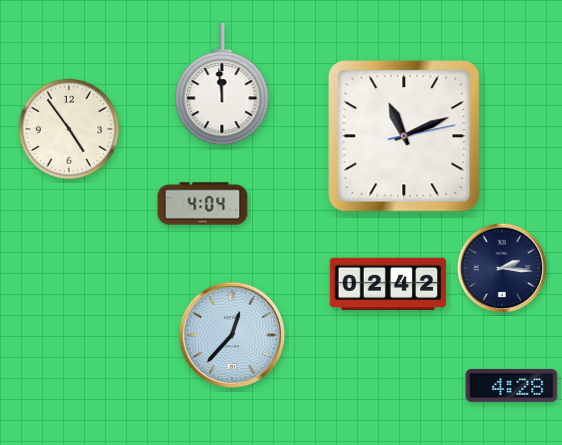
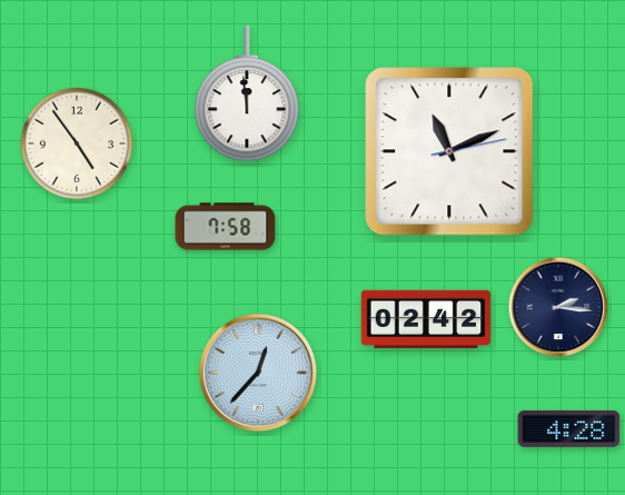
clock at (203, 204): 4:04 -> 7:58
clock at (502, 268) position: (502, 268) -> (558, 307)
clock at (388, 284) position: (388, 284) -> (426, 319)
